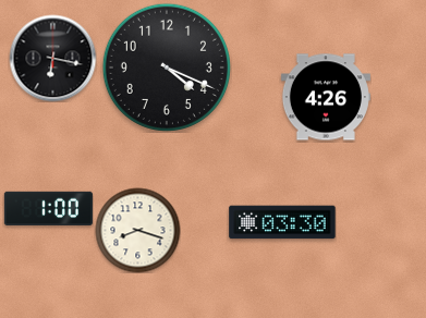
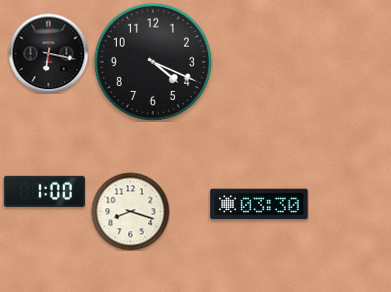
clock at (326, 97): 4:26 -> none
clock at (137, 230) position: (137, 230) -> (130, 211)
